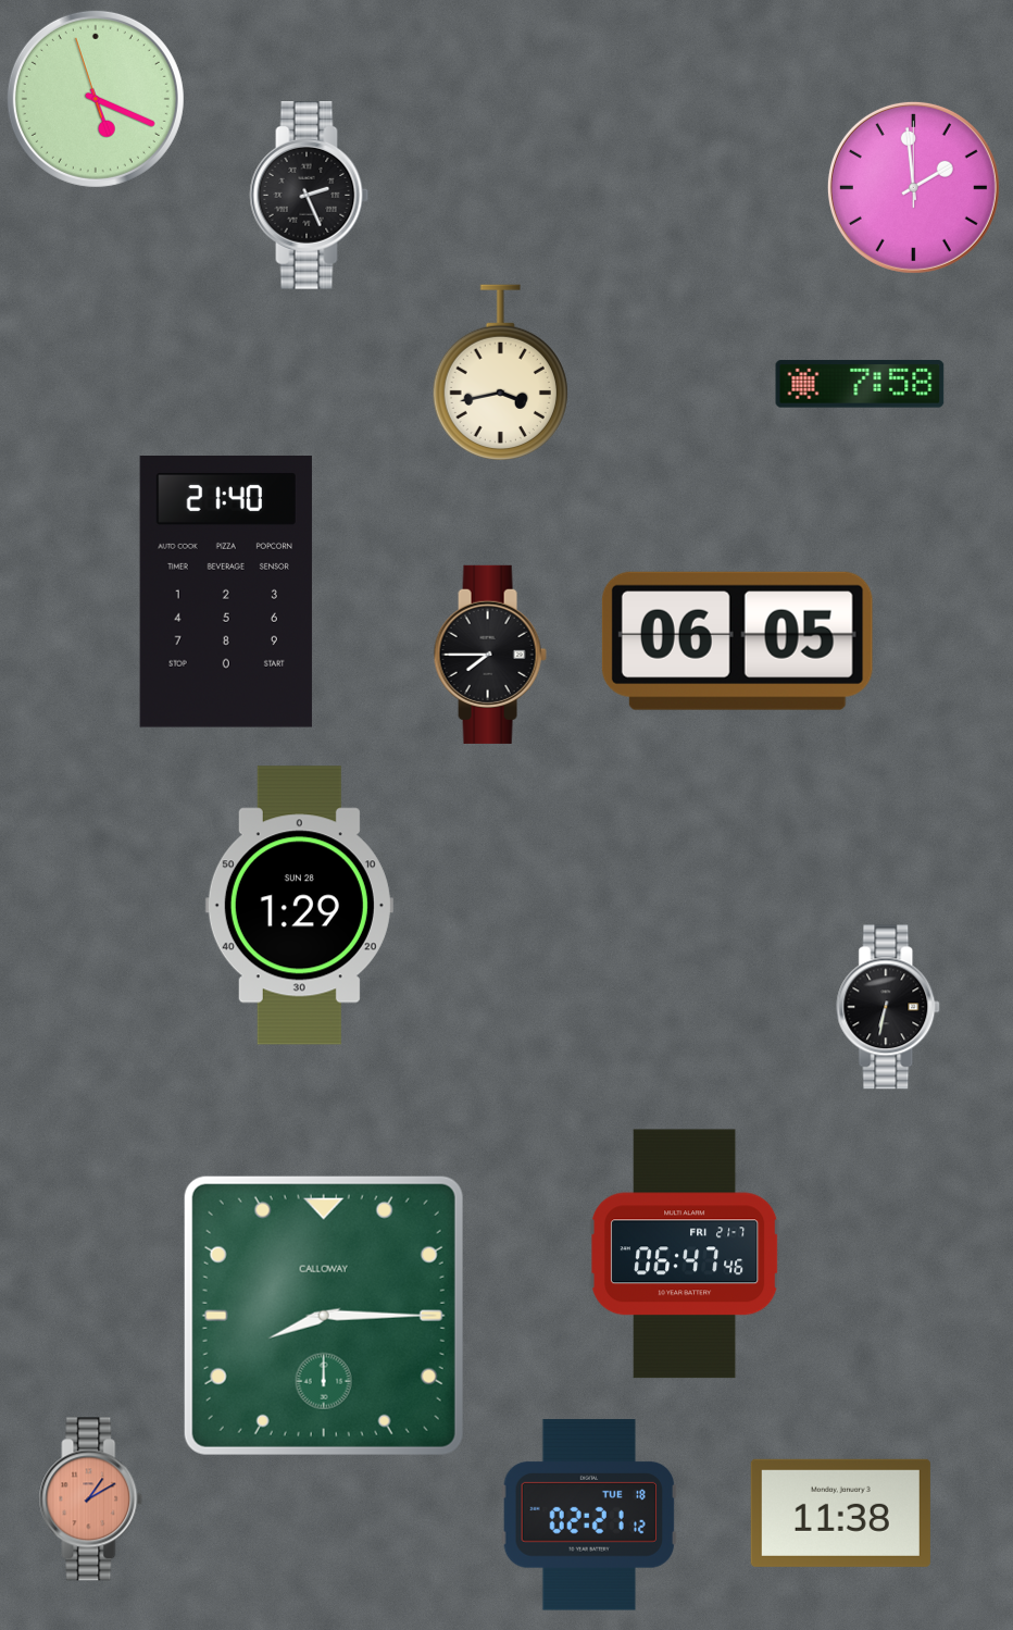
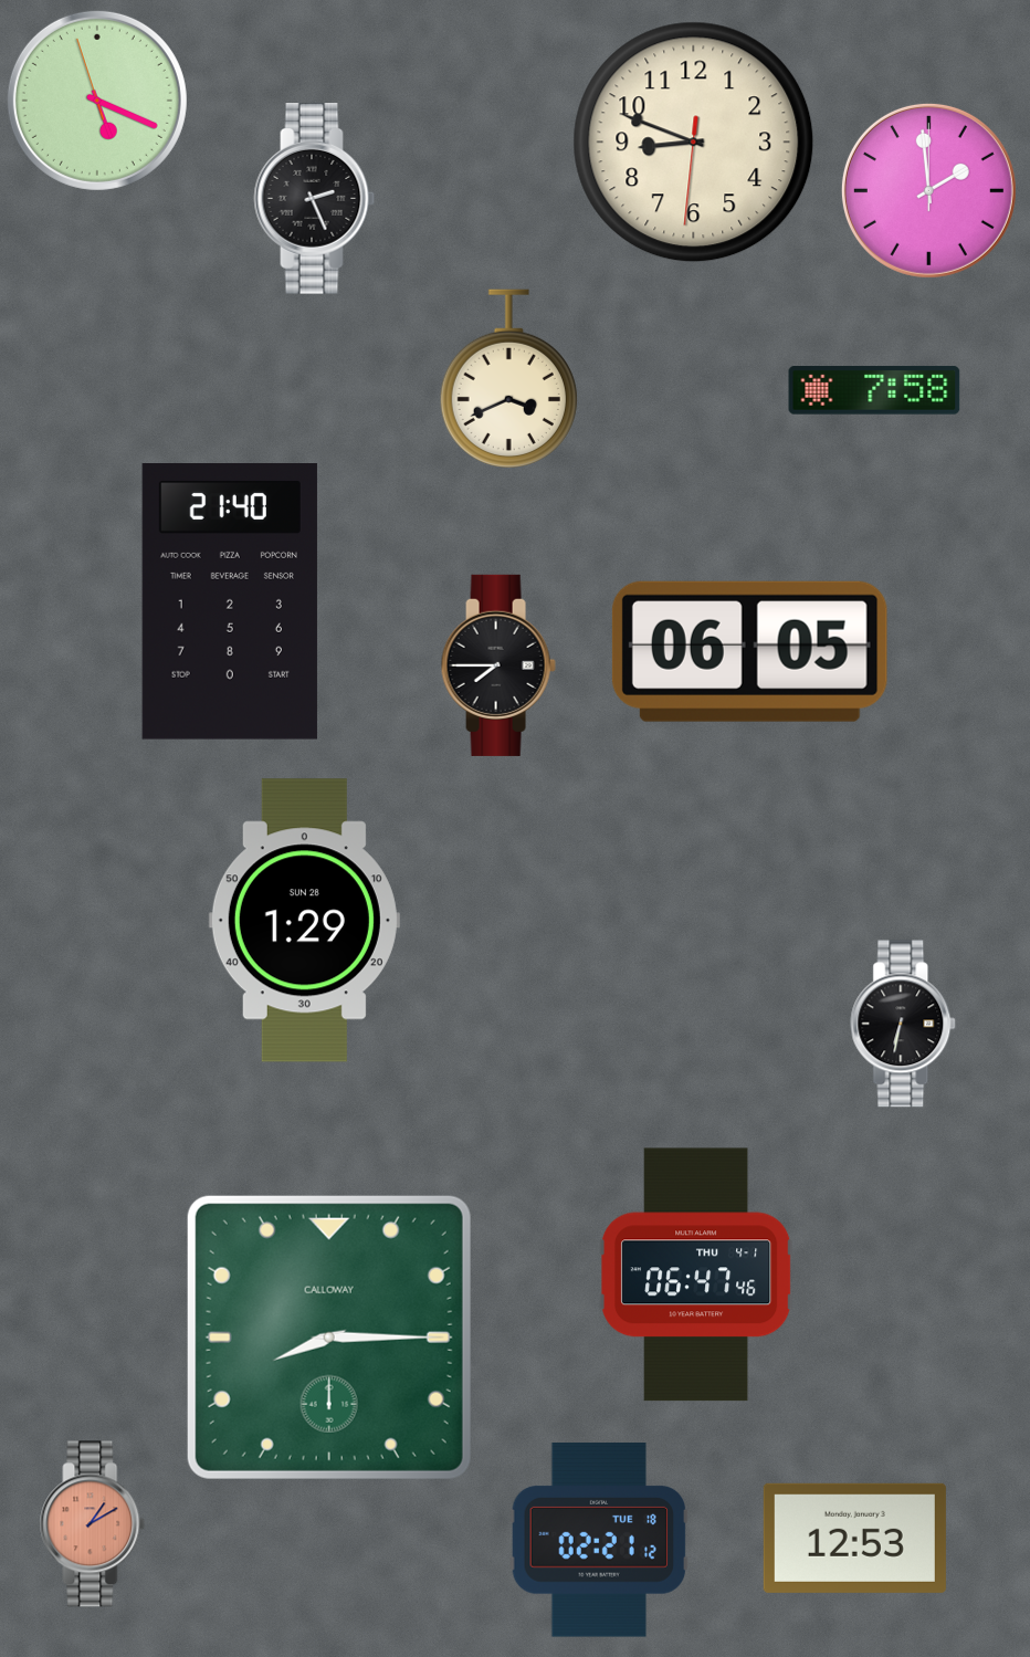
clock at (694, 143): none -> 8:48
clock at (500, 372): 3:43 -> 3:41
clock at (686, 1254) date: FRI 21-7 -> THU 4-1
clock at (840, 1513): 11:38 -> 12:53
